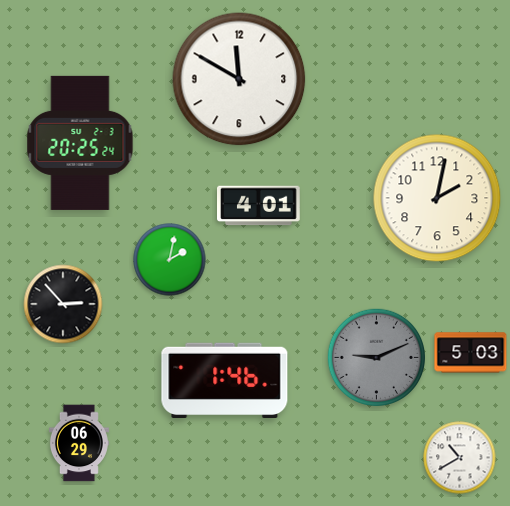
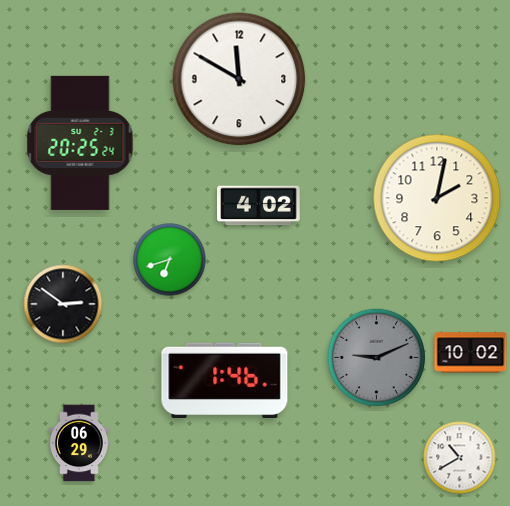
clock at (259, 206): 4:01 -> 4:02
clock at (170, 260): 2:02 -> 6:42
clock at (63, 304): 2:53 -> 2:51
clock at (471, 353): 5:03 -> 10:02
